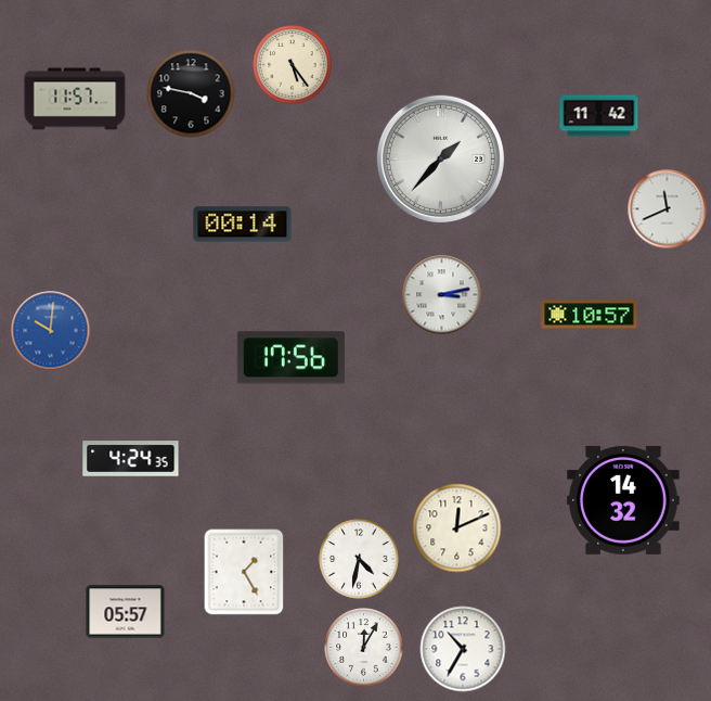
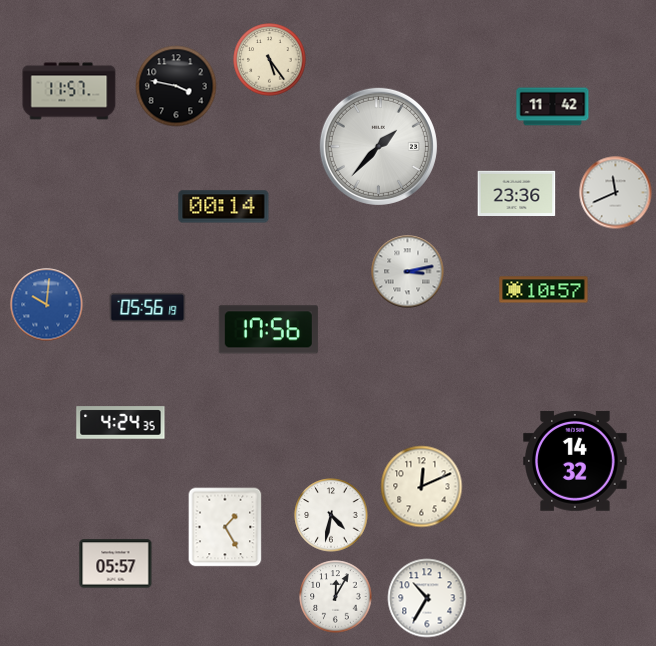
clock at (440, 158) position: (440, 158) -> (378, 146)
clock at (517, 194): none -> 23:36
clock at (148, 307): none -> 05:56
